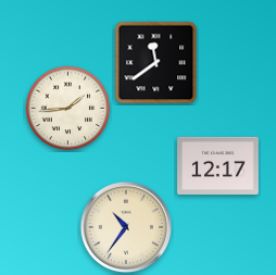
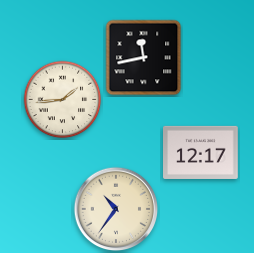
clock at (156, 63): 11:39 -> 11:43
